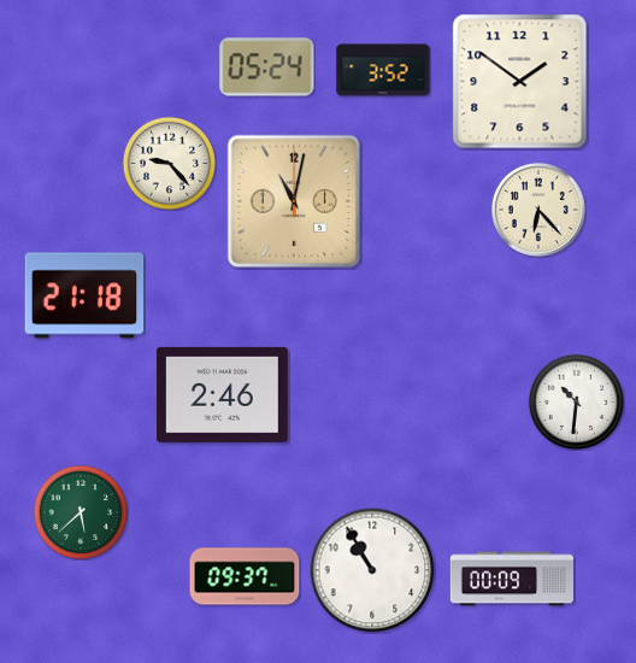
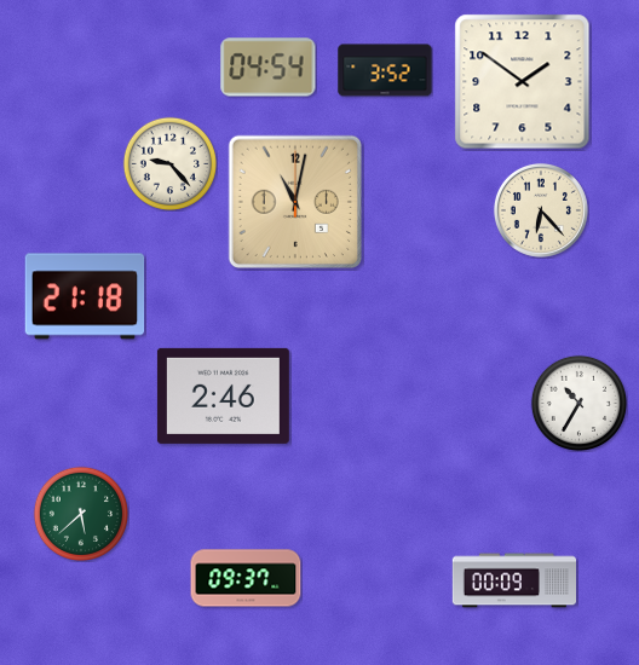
clock at (267, 68): 05:24 -> 04:54
clock at (576, 401): 10:31 -> 10:35
clock at (372, 570): 10:55 -> none
